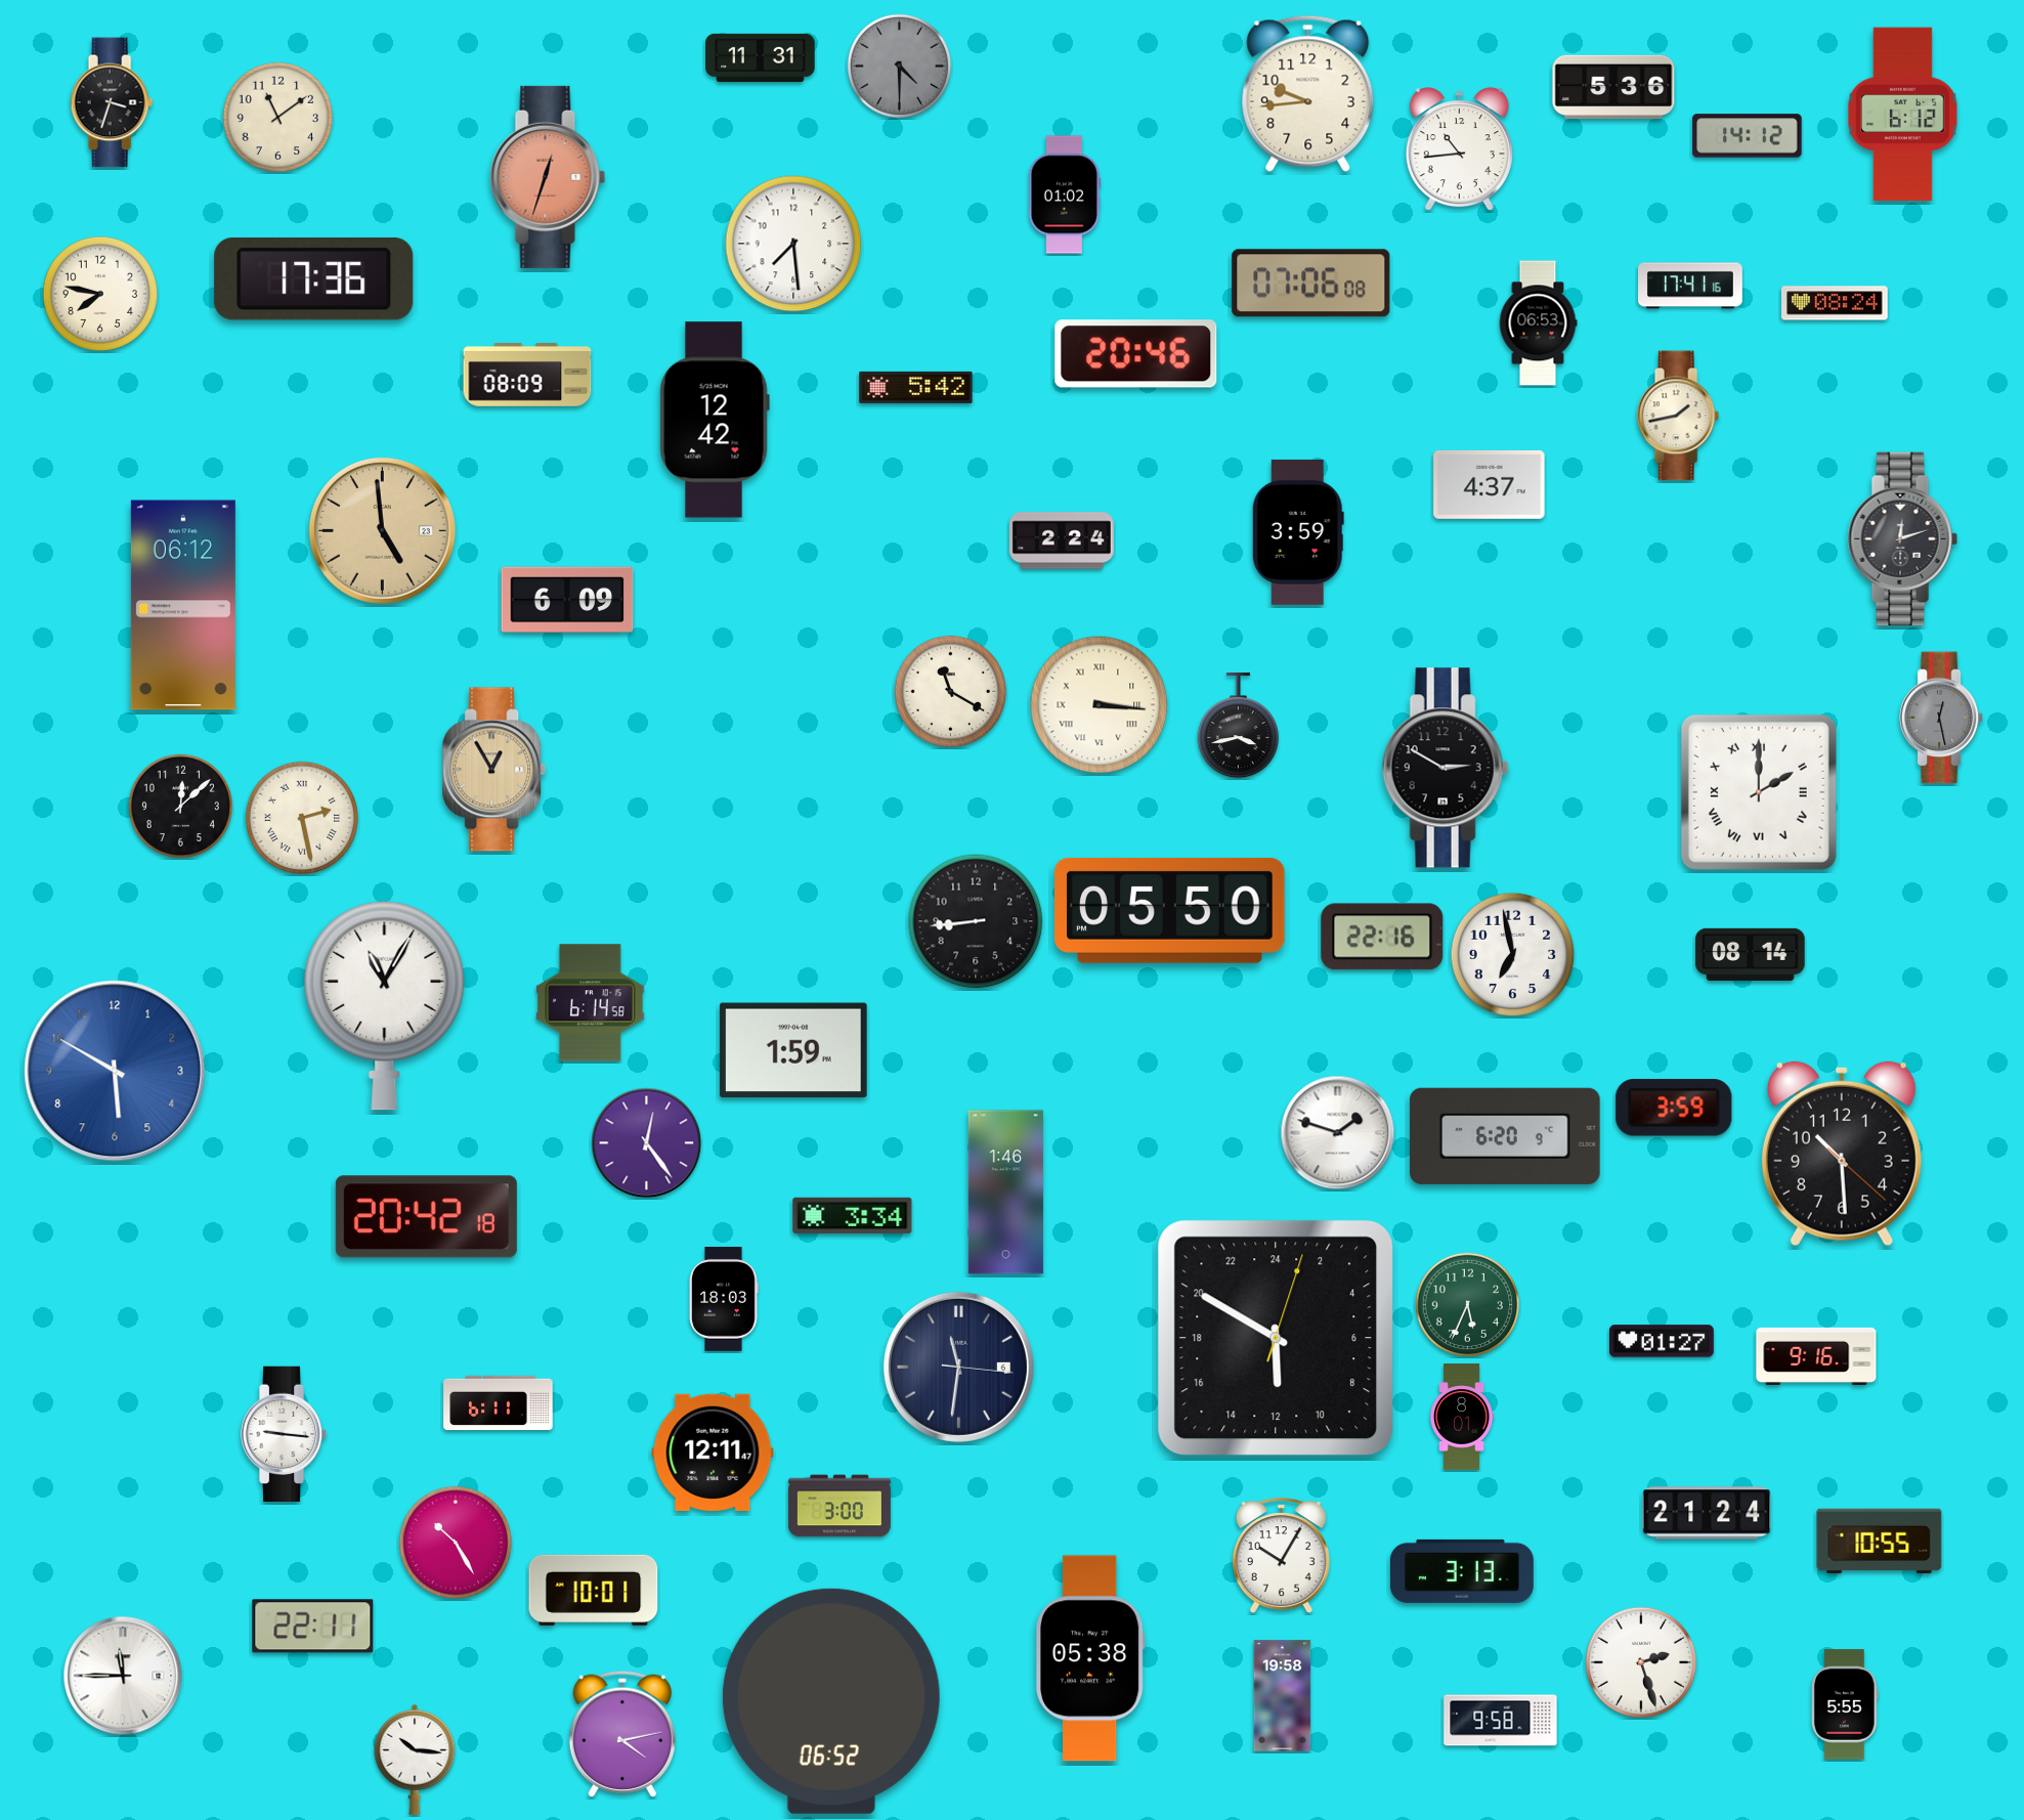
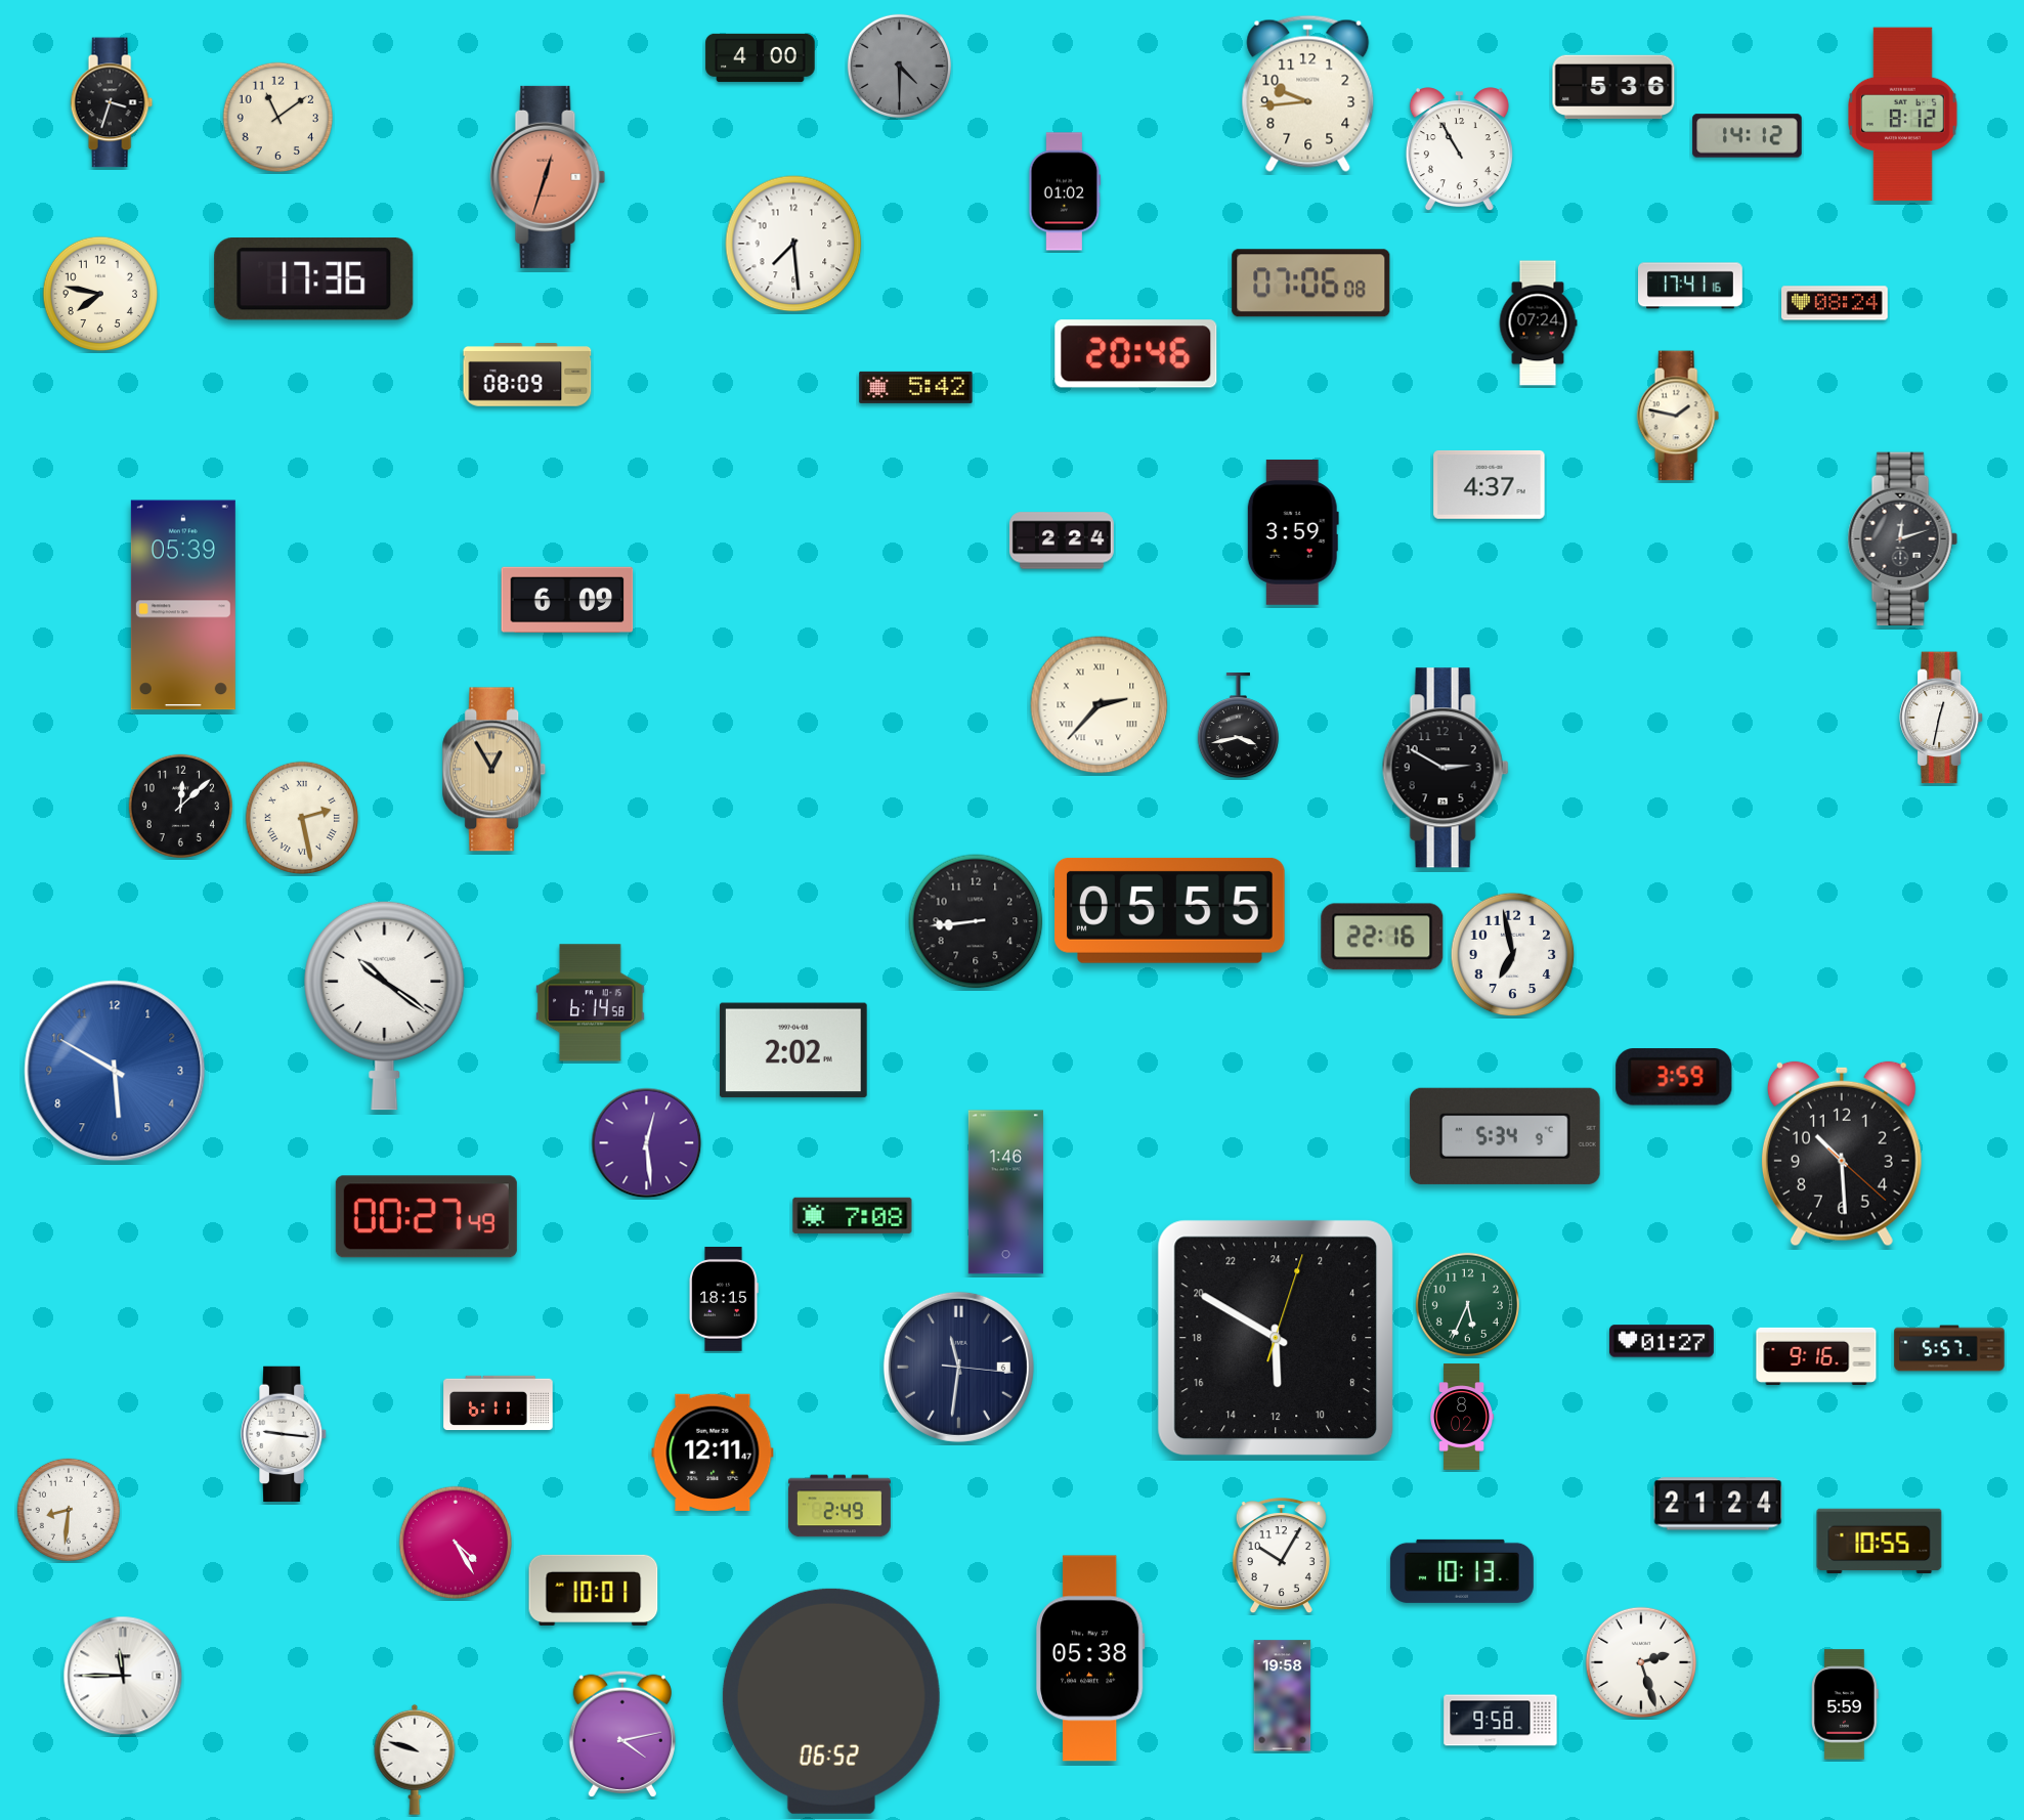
clock at (761, 57): 11:31 -> 4:00
clock at (1903, 115): 6:12 -> 8:12
clock at (1459, 149): 10:44 -> 10:55
clock at (1065, 194) position: (1065, 194) -> (1065, 191)
clock at (1538, 323): 06:53 -> 07:24
clock at (1678, 416): 1:43 -> 1:47
clock at (715, 420): 12:42 -> none
clock at (382, 530): 4:59 -> none
clock at (1298, 532) position: (1298, 532) -> (1293, 532)
clock at (183, 605): 06:12 -> 05:39
clock at (950, 691): 11:20 -> none
clock at (1100, 705): 3:16 -> 2:37
clock at (1941, 718): 12:28 -> 12:32
clock at (1941, 718) dial: grey -> white
clock at (1759, 792): 2:00 -> none
clock at (1170, 910): 05:50 -> 05:55
clock at (1751, 954): 08:14 -> none
clock at (385, 1005): 11:05 -> 10:21
clock at (793, 1050): 1:59 -> 2:02
clock at (1674, 1108) position: (1674, 1108) -> (1674, 1077)
clock at (1338, 1133): 1:48 -> none
clock at (1505, 1136): 6:20 -> 5:34
clock at (647, 1143): 12:24 -> 12:29
clock at (853, 1215): 3:34 -> 7:08
clock at (426, 1217): 20:42 -> 00:27
clock at (724, 1300): 18:03 -> 18:15
clock at (1949, 1348): none -> 5:57
clock at (1463, 1417): 8:01 -> 8:02
clock at (839, 1506): 3:00 -> 2:49
clock at (69, 1510): none -> 8:31
clock at (1707, 1513) position: (1707, 1513) -> (1718, 1504)
clock at (455, 1542): 10:25 -> 4:25
clock at (1462, 1571): 3:13 -> 10:13
clock at (313, 1627): 22:11 -> none
clock at (1846, 1704): 5:55 -> 5:59
clock at (415, 1760): 10:16 -> 9:48
